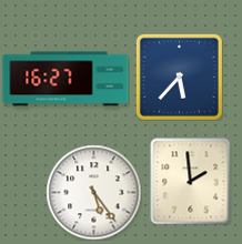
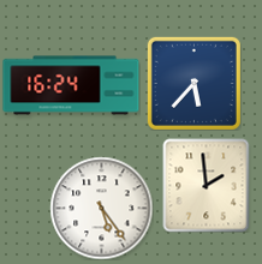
clock at (65, 79): 16:27 -> 16:24
clock at (191, 181) position: (191, 181) -> (207, 185)
